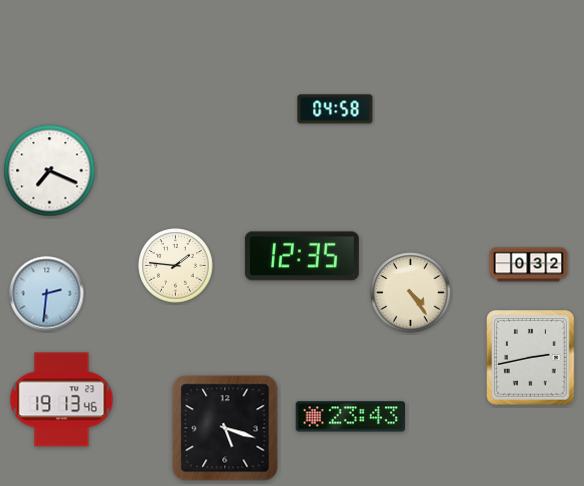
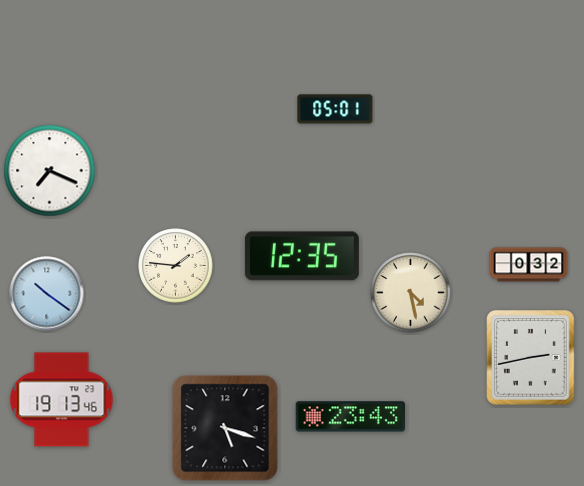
clock at (335, 109): 04:58 -> 05:01
clock at (411, 293): 4:24 -> 4:28
clock at (47, 294): 2:31 -> 10:21
